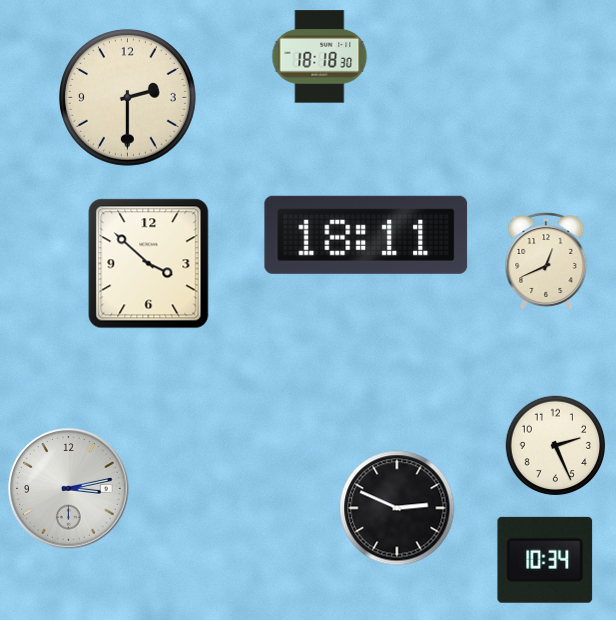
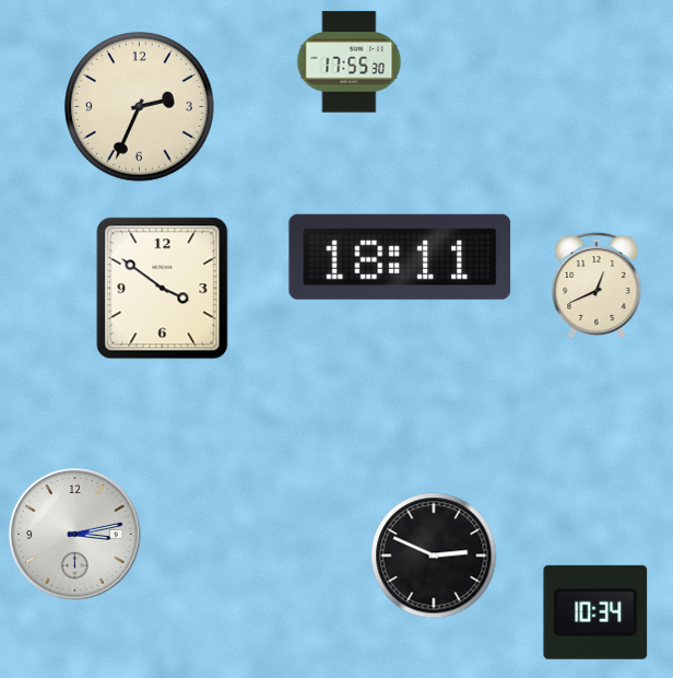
clock at (320, 57): 18:18 -> 17:55
clock at (127, 97): 2:30 -> 2:34
clock at (149, 264): 3:52 -> 3:51
clock at (556, 446): 2:26 -> none
